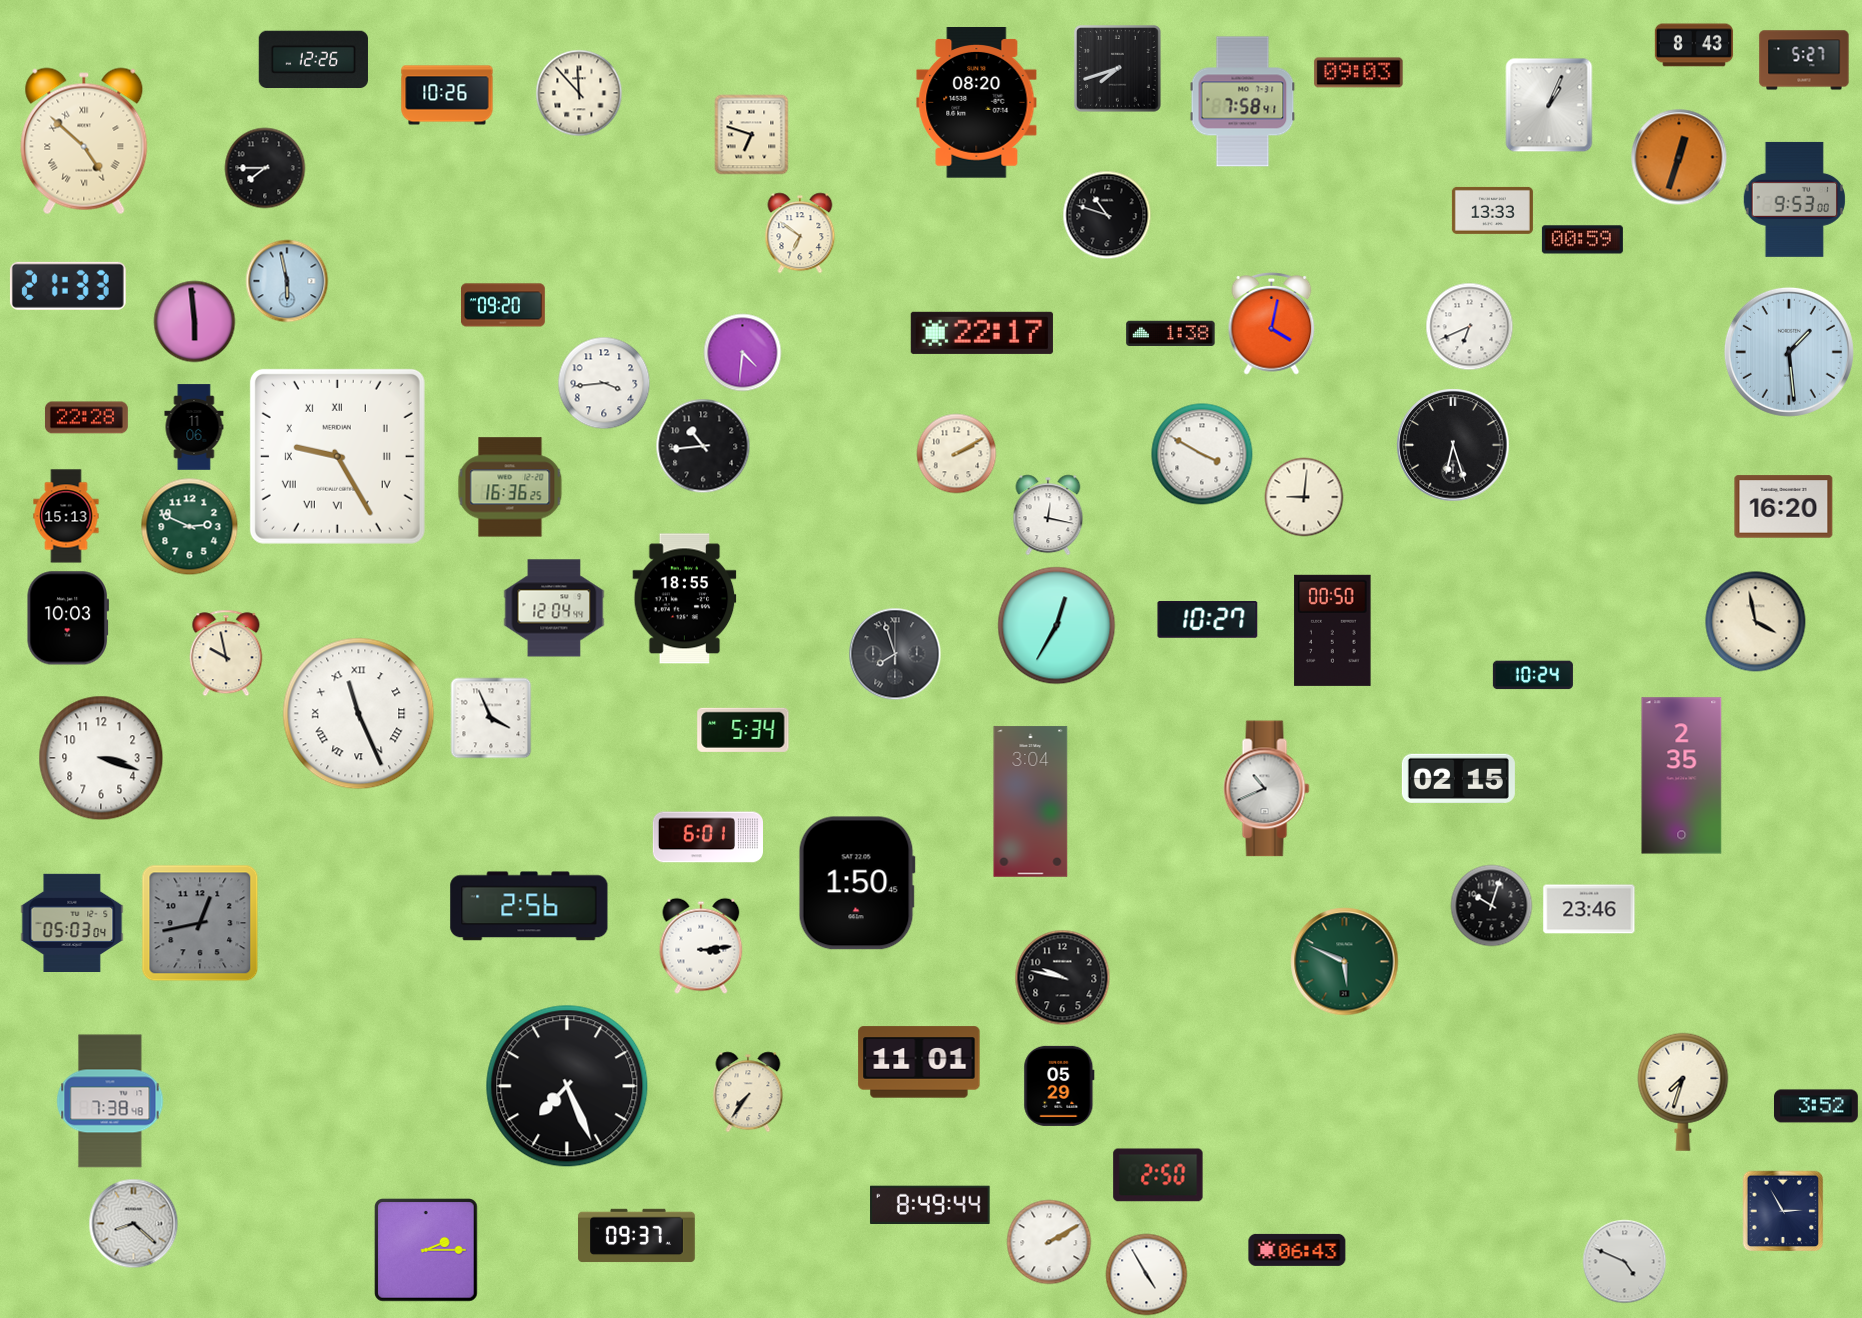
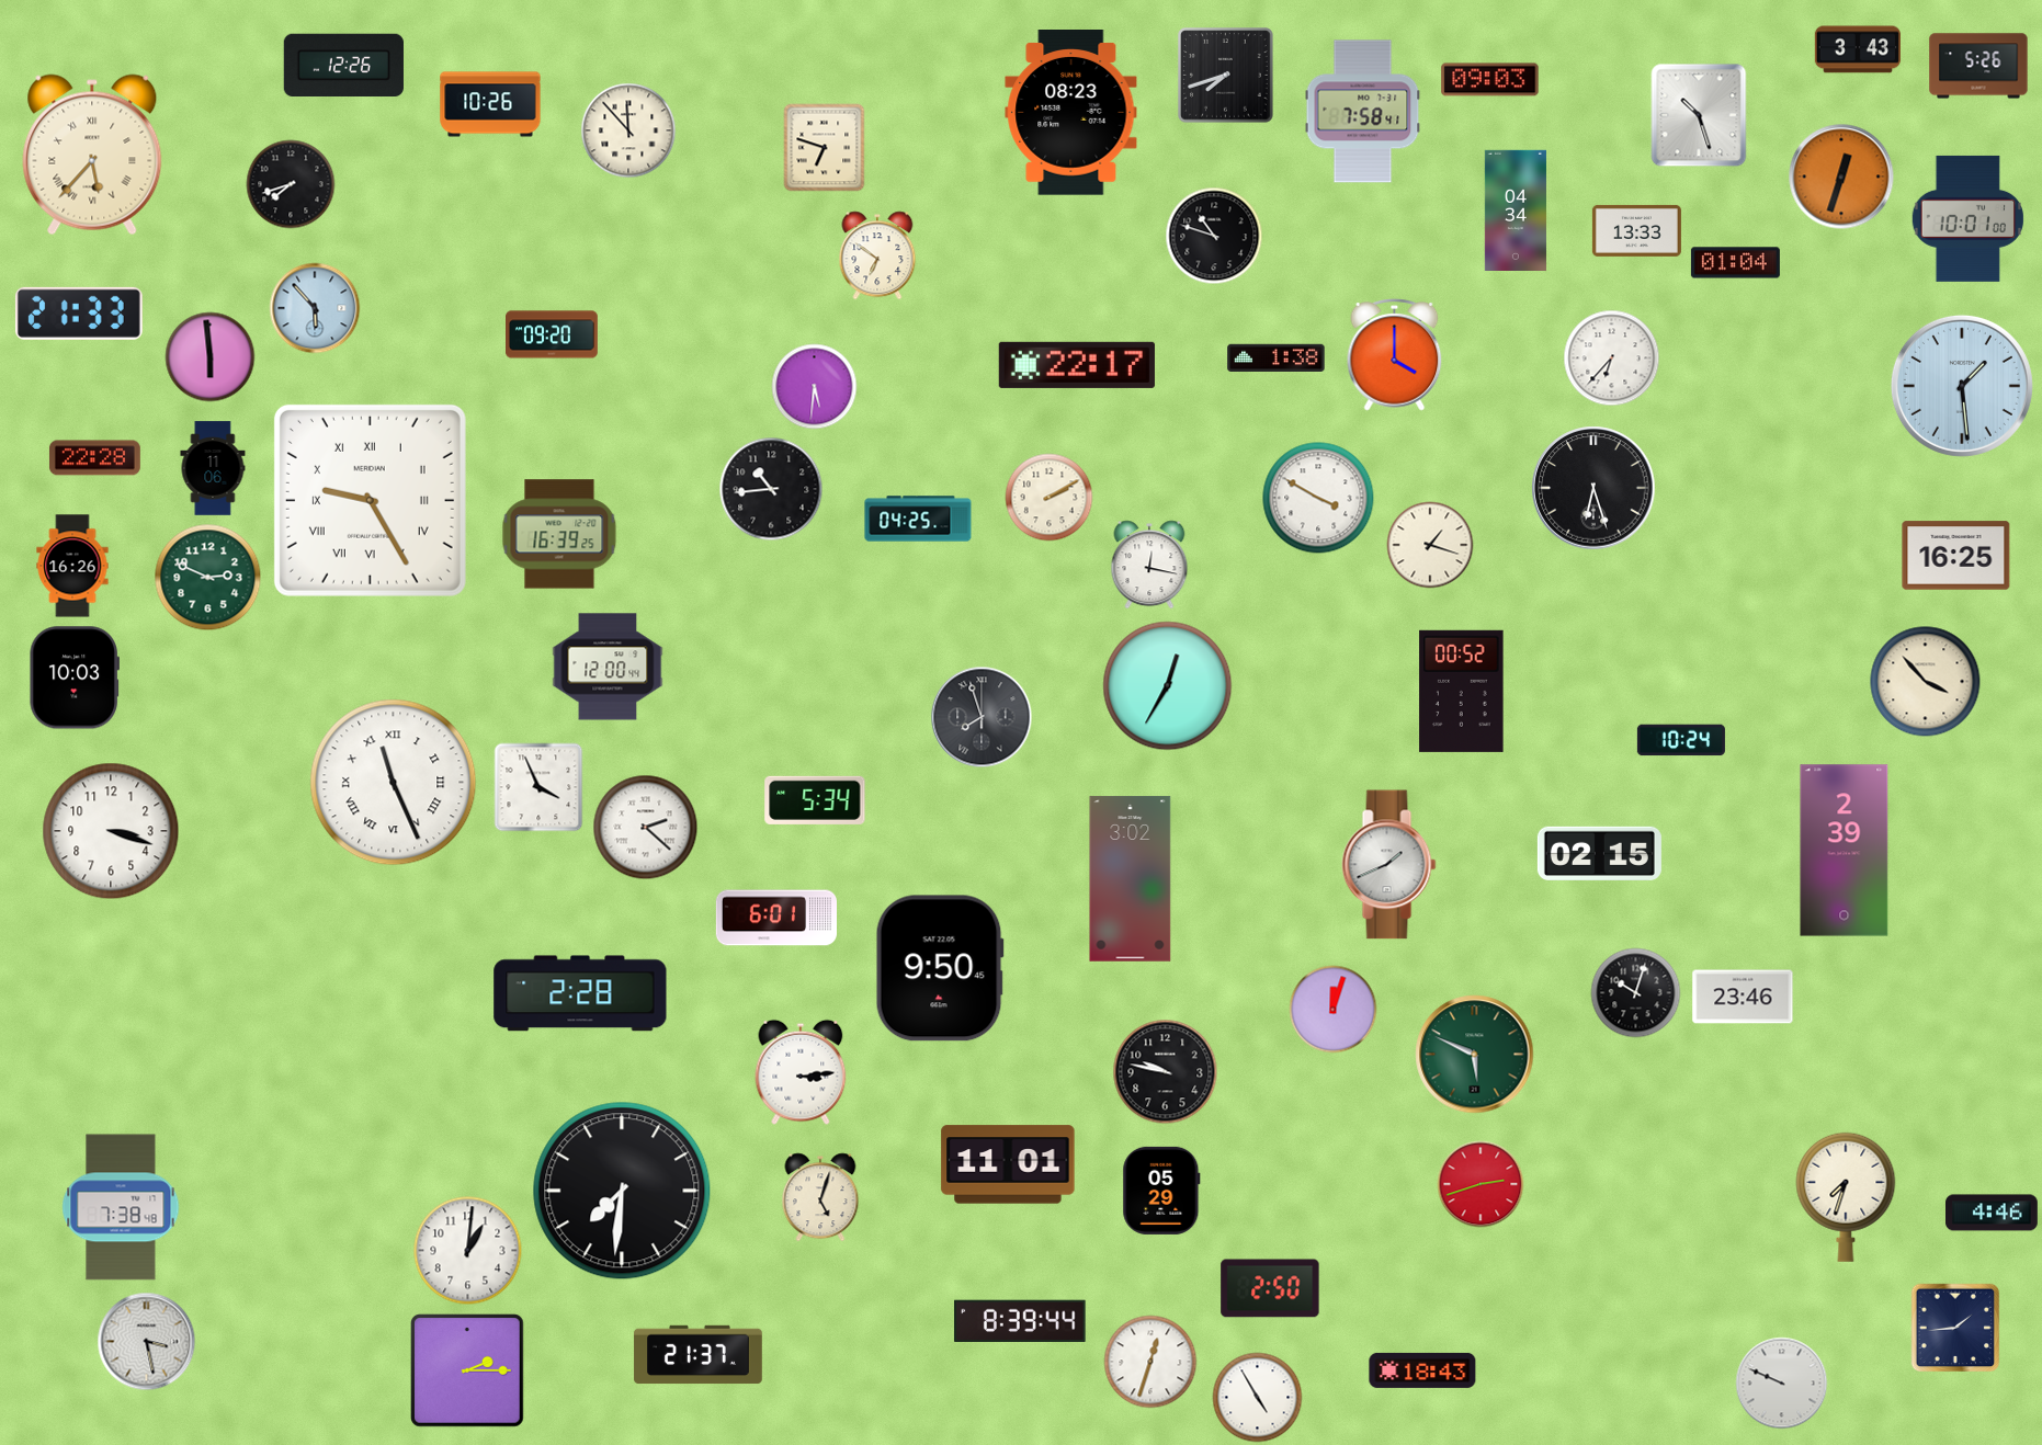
clock at (1693, 45): 8:43 -> 3:43
clock at (1804, 60): 5:27 -> 5:26
clock at (579, 93) position: (579, 93) -> (628, 130)
clock at (977, 103): 08:20 -> 08:23
clock at (1549, 105): 1:04 -> 10:27
clock at (84, 141): 4:52 -> 5:37
clock at (1679, 157) position: (1679, 157) -> (1841, 177)
clock at (265, 168): 7:45 -> 7:42
clock at (1516, 209): none -> 04:34
clock at (1794, 199): 9:53 -> 10:01
clock at (1582, 240): 00:59 -> 01:04
clock at (287, 281): 5:58 -> 5:53
clock at (68, 286) position: (68, 286) -> (79, 314)
clock at (195, 322) position: (195, 322) -> (211, 357)
clock at (1272, 324): 4:02 -> 4:00
clock at (1470, 327): 6:41 -> 6:37
clock at (1171, 333) position: (1171, 333) -> (1277, 357)
clock at (743, 353): 4:31 -> 5:31
clock at (604, 383): 3:44 -> none
clock at (918, 519): none -> 04:25
clock at (510, 487): 16:36 -> 16:39
clock at (1304, 497): 9:01 -> 1:18
clock at (1784, 507): 16:20 -> 16:25
clock at (66, 516): 15:13 -> 16:26
clock at (685, 599): 18:55 -> none
clock at (554, 608): 12:04 -> 12:00
clock at (1208, 620): 10:27 -> none
clock at (1756, 622): 3:58 -> 3:53
clock at (1057, 626) position: (1057, 626) -> (1168, 686)
clock at (1333, 630): 00:50 -> 00:52
clock at (226, 653): 9:58 -> none
clock at (646, 828): none -> 2:22
clock at (1682, 776): 2:35 -> 2:39
clock at (1267, 789): 10:41 -> 1:41
clock at (1031, 802): 3:04 -> 3:02
clock at (857, 883): 1:50 -> 9:50
clock at (529, 906): 2:56 -> 2:28
clock at (1334, 1010): none -> 12:03
clock at (72, 922): 05:03 -> none
clock at (200, 923): 12:43 -> none
clock at (701, 946) position: (701, 946) -> (801, 1072)
clock at (1481, 1184): none -> 2:42
clock at (567, 1086): 7:26 -> 7:31
clock at (748, 1092): 7:36 -> 5:03
clock at (1817, 1106): 3:52 -> 4:46
clock at (468, 1251): none -> 1:01
clock at (930, 1204): 8:49 -> 8:39
clock at (1783, 1211): 2:55 -> 1:44
clock at (134, 1224): 8:22 -> 3:28
clock at (637, 1236): 09:37 -> 21:37
clock at (1049, 1242): 2:10 -> 12:33
clock at (1297, 1250): 06:43 -> 18:43
clock at (1625, 1262): 4:49 -> 9:49
